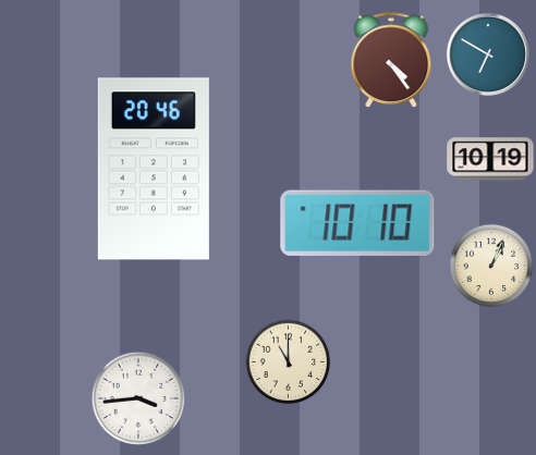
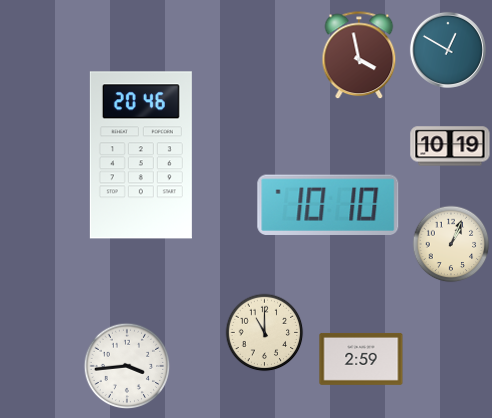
clock at (488, 54): 6:50 -> 12:50
clock at (391, 61): 4:24 -> 3:58
clock at (361, 359): none -> 2:59
